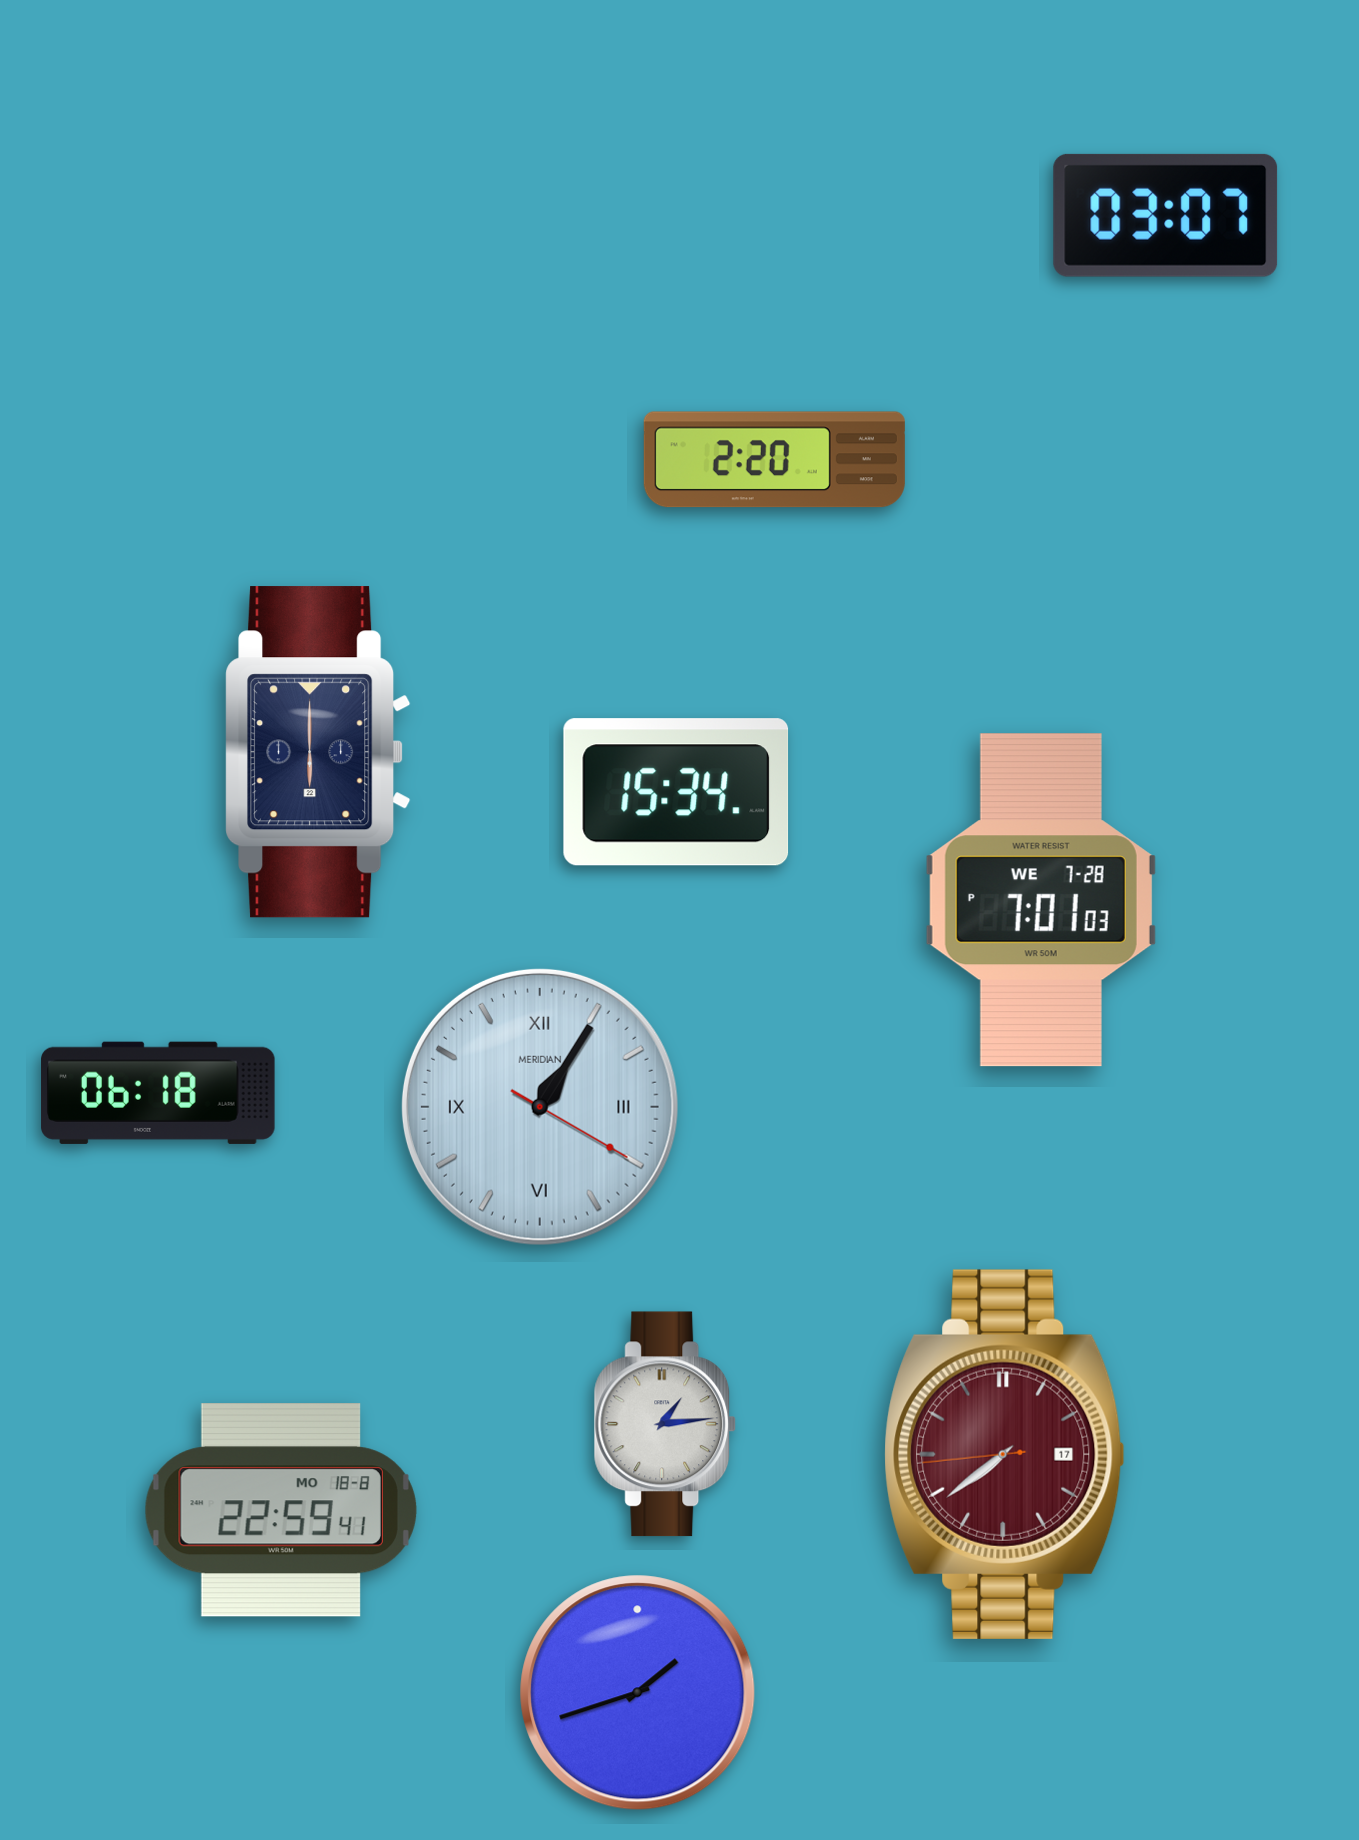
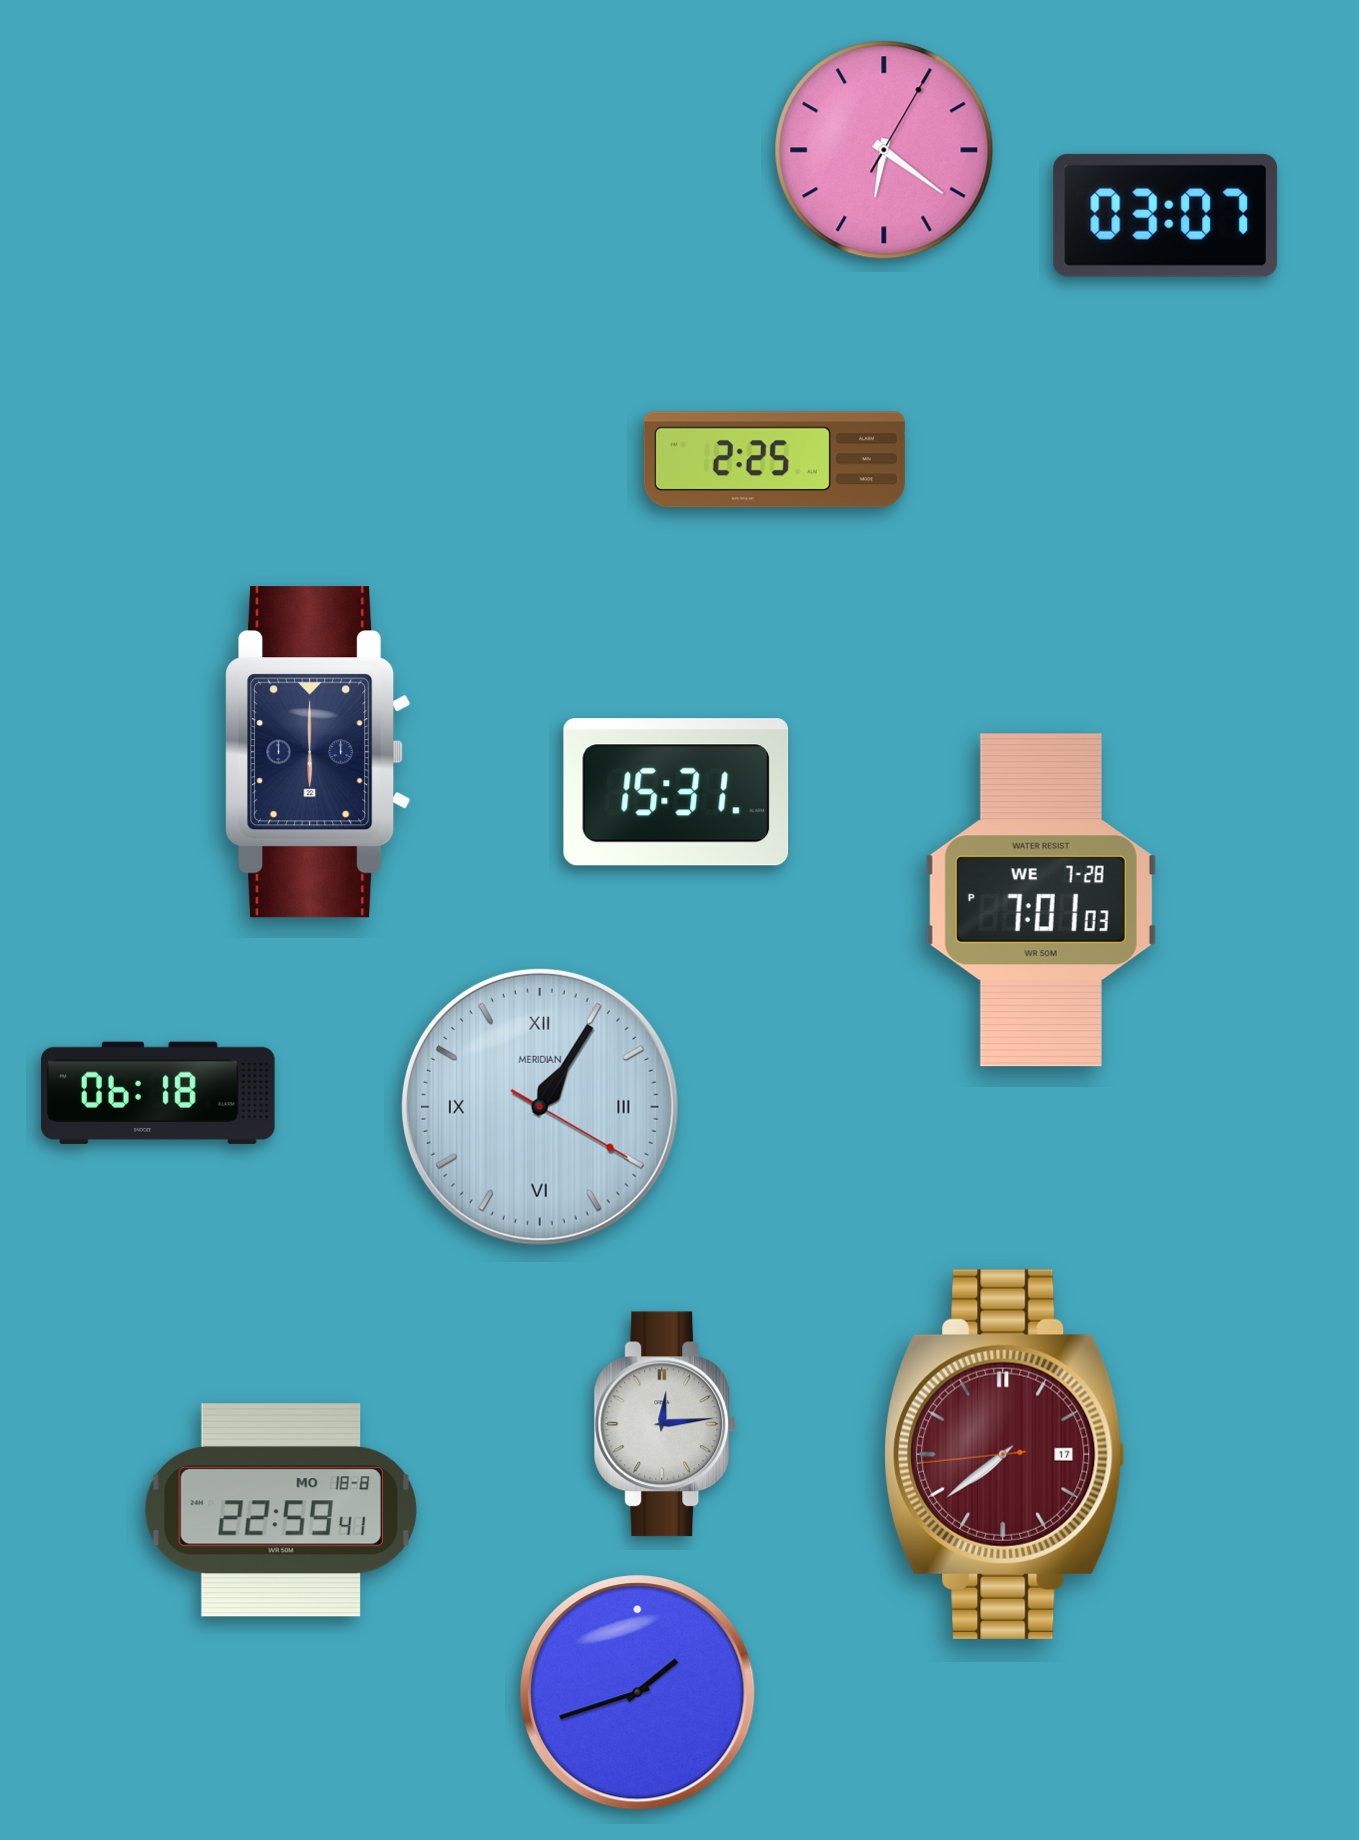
clock at (884, 150): none -> 6:21
clock at (774, 460): 2:20 -> 2:25
clock at (676, 792): 15:34 -> 15:31
clock at (665, 1424): 1:14 -> 12:14
